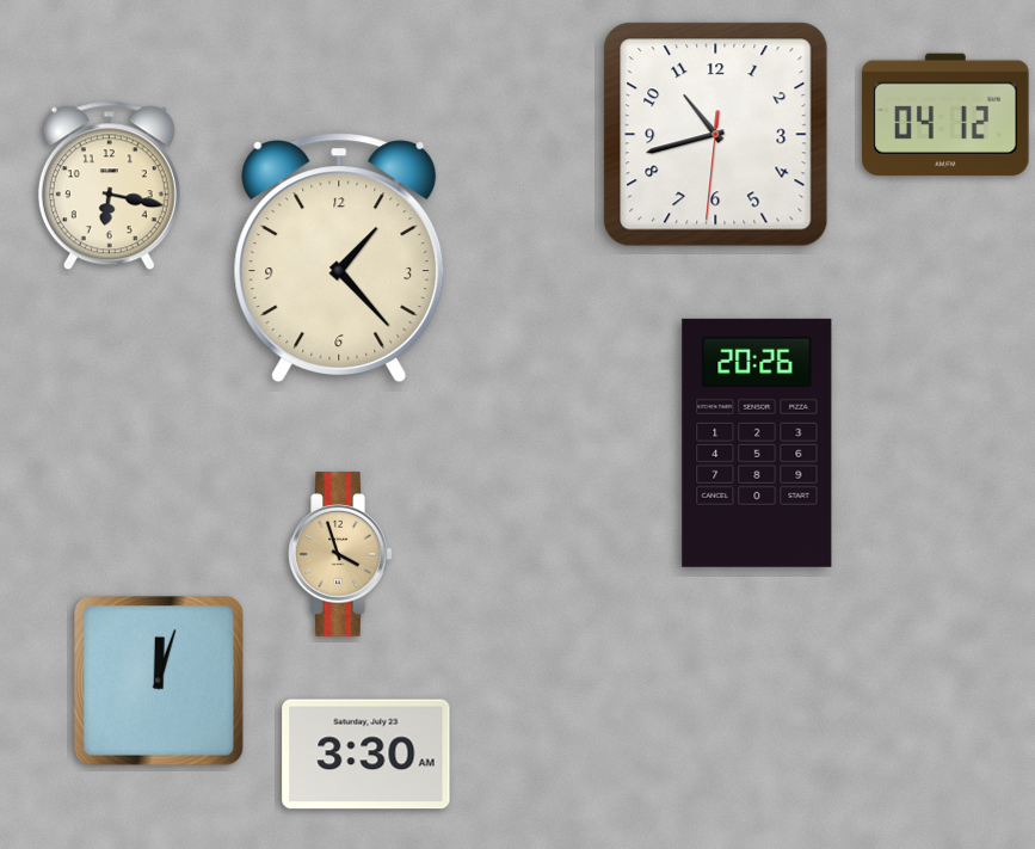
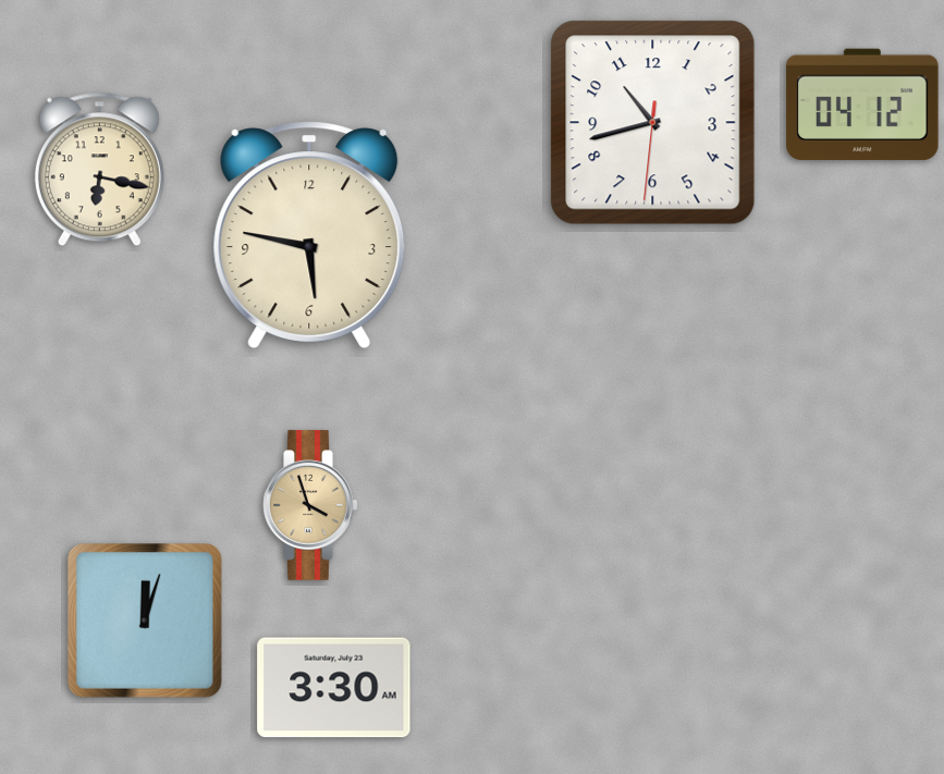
clock at (339, 257): 1:23 -> 5:47
clock at (757, 443): 20:26 -> none
